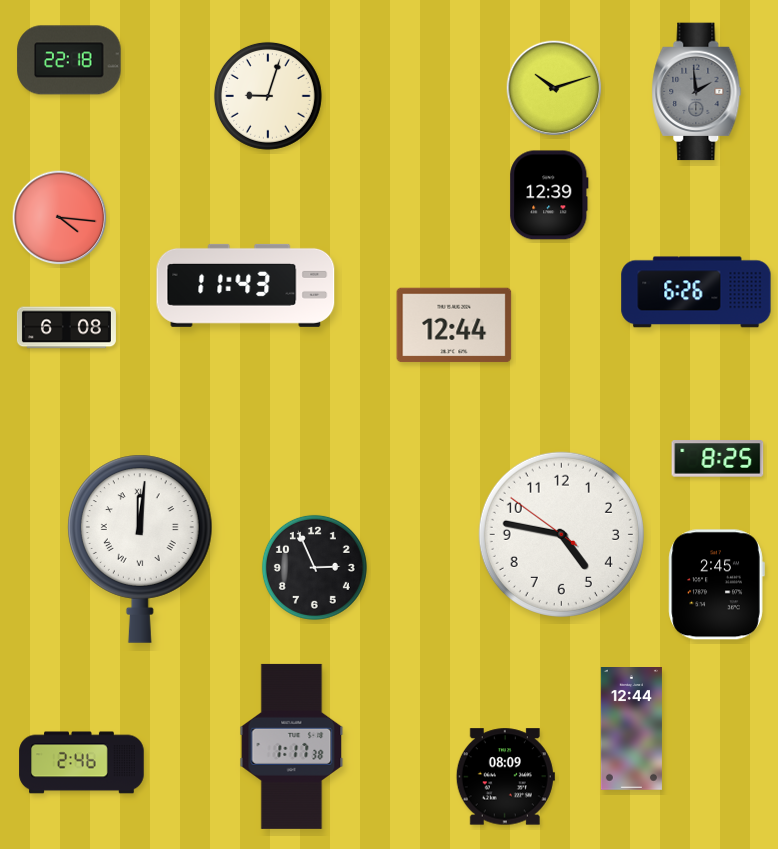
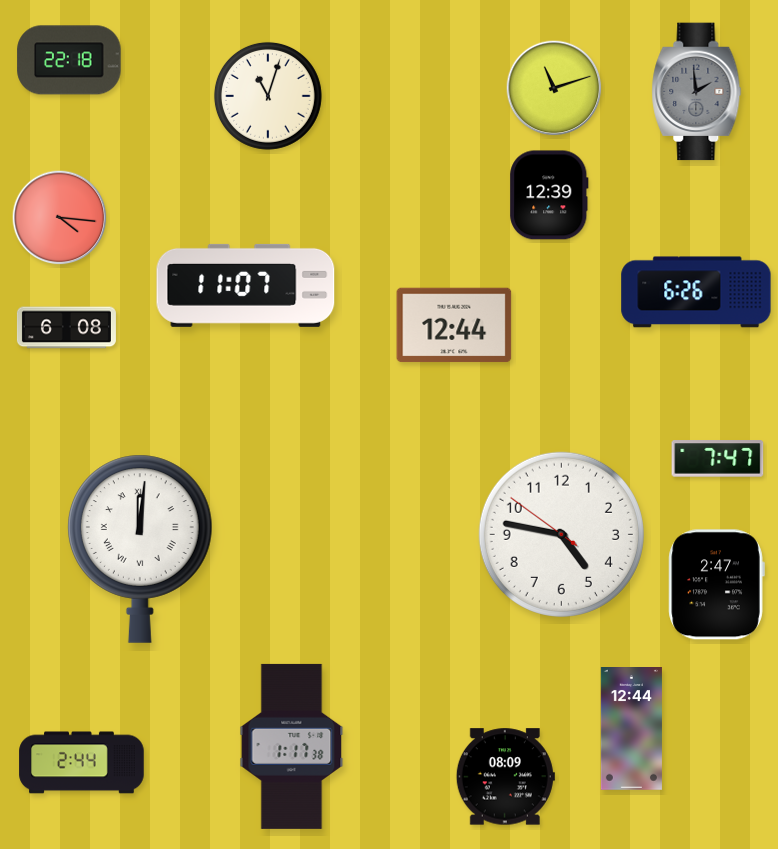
clock at (554, 88): 10:12 -> 11:12
clock at (268, 96): 9:03 -> 11:03
clock at (246, 285): 11:43 -> 11:07
clock at (718, 459): 8:25 -> 7:47
clock at (314, 567): 2:56 -> none
clock at (716, 585): 2:45 -> 2:47
clock at (82, 763): 2:46 -> 2:44
